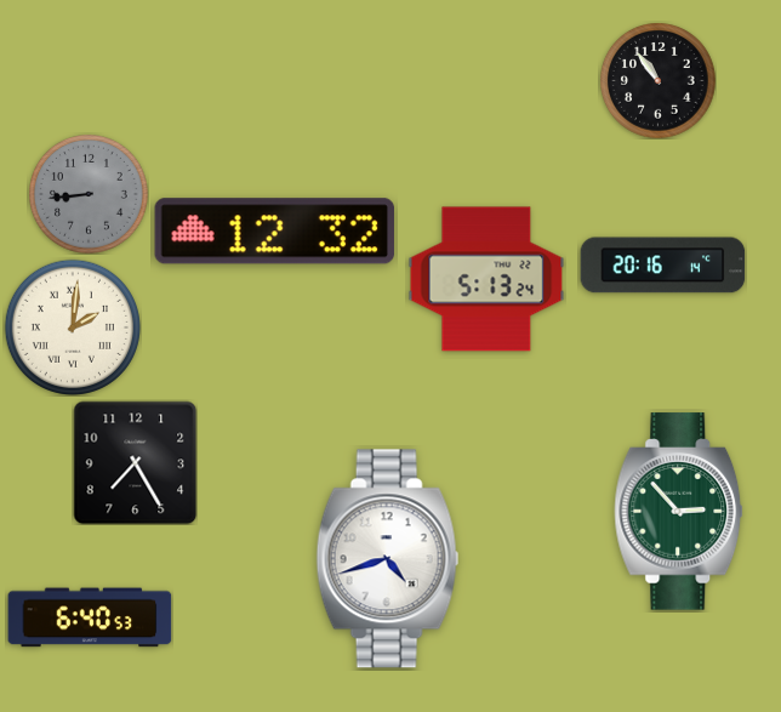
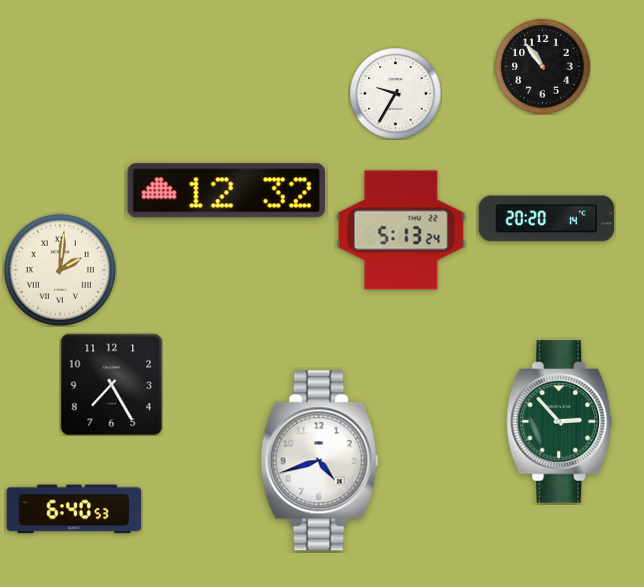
clock at (395, 93): none -> 9:35
clock at (90, 195): 8:44 -> none
clock at (663, 266): 20:16 -> 20:20
clock at (135, 462) position: (135, 462) -> (111, 384)
